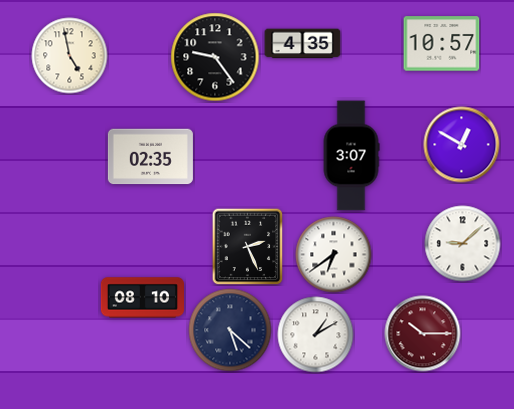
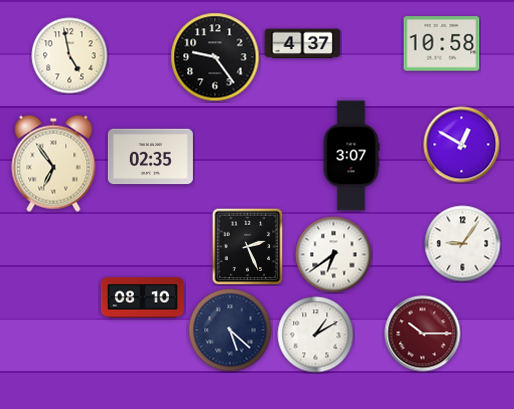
clock at (303, 44): 4:35 -> 4:37
clock at (442, 44): 10:57 -> 10:58
clock at (54, 163): none -> 6:54
clock at (463, 244): 9:08 -> 9:06
